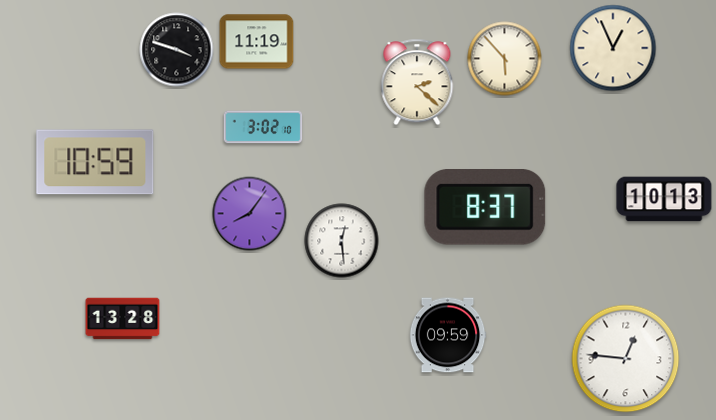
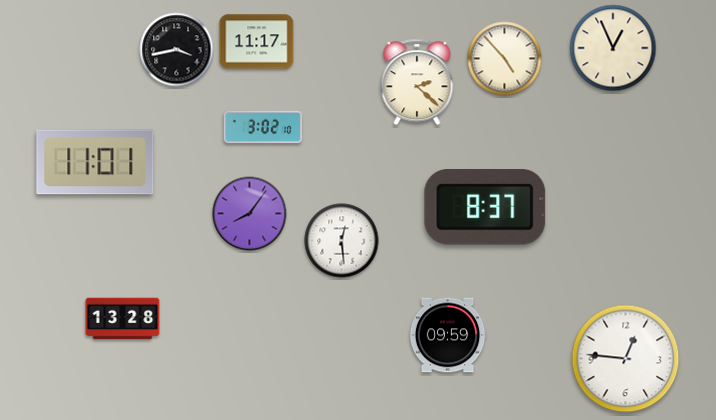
clock at (257, 42): 11:19 -> 11:17
clock at (177, 50): 3:48 -> 3:43
clock at (505, 59): 5:53 -> 4:53
clock at (95, 162): 10:59 -> 11:01
clock at (664, 199): 10:13 -> none
